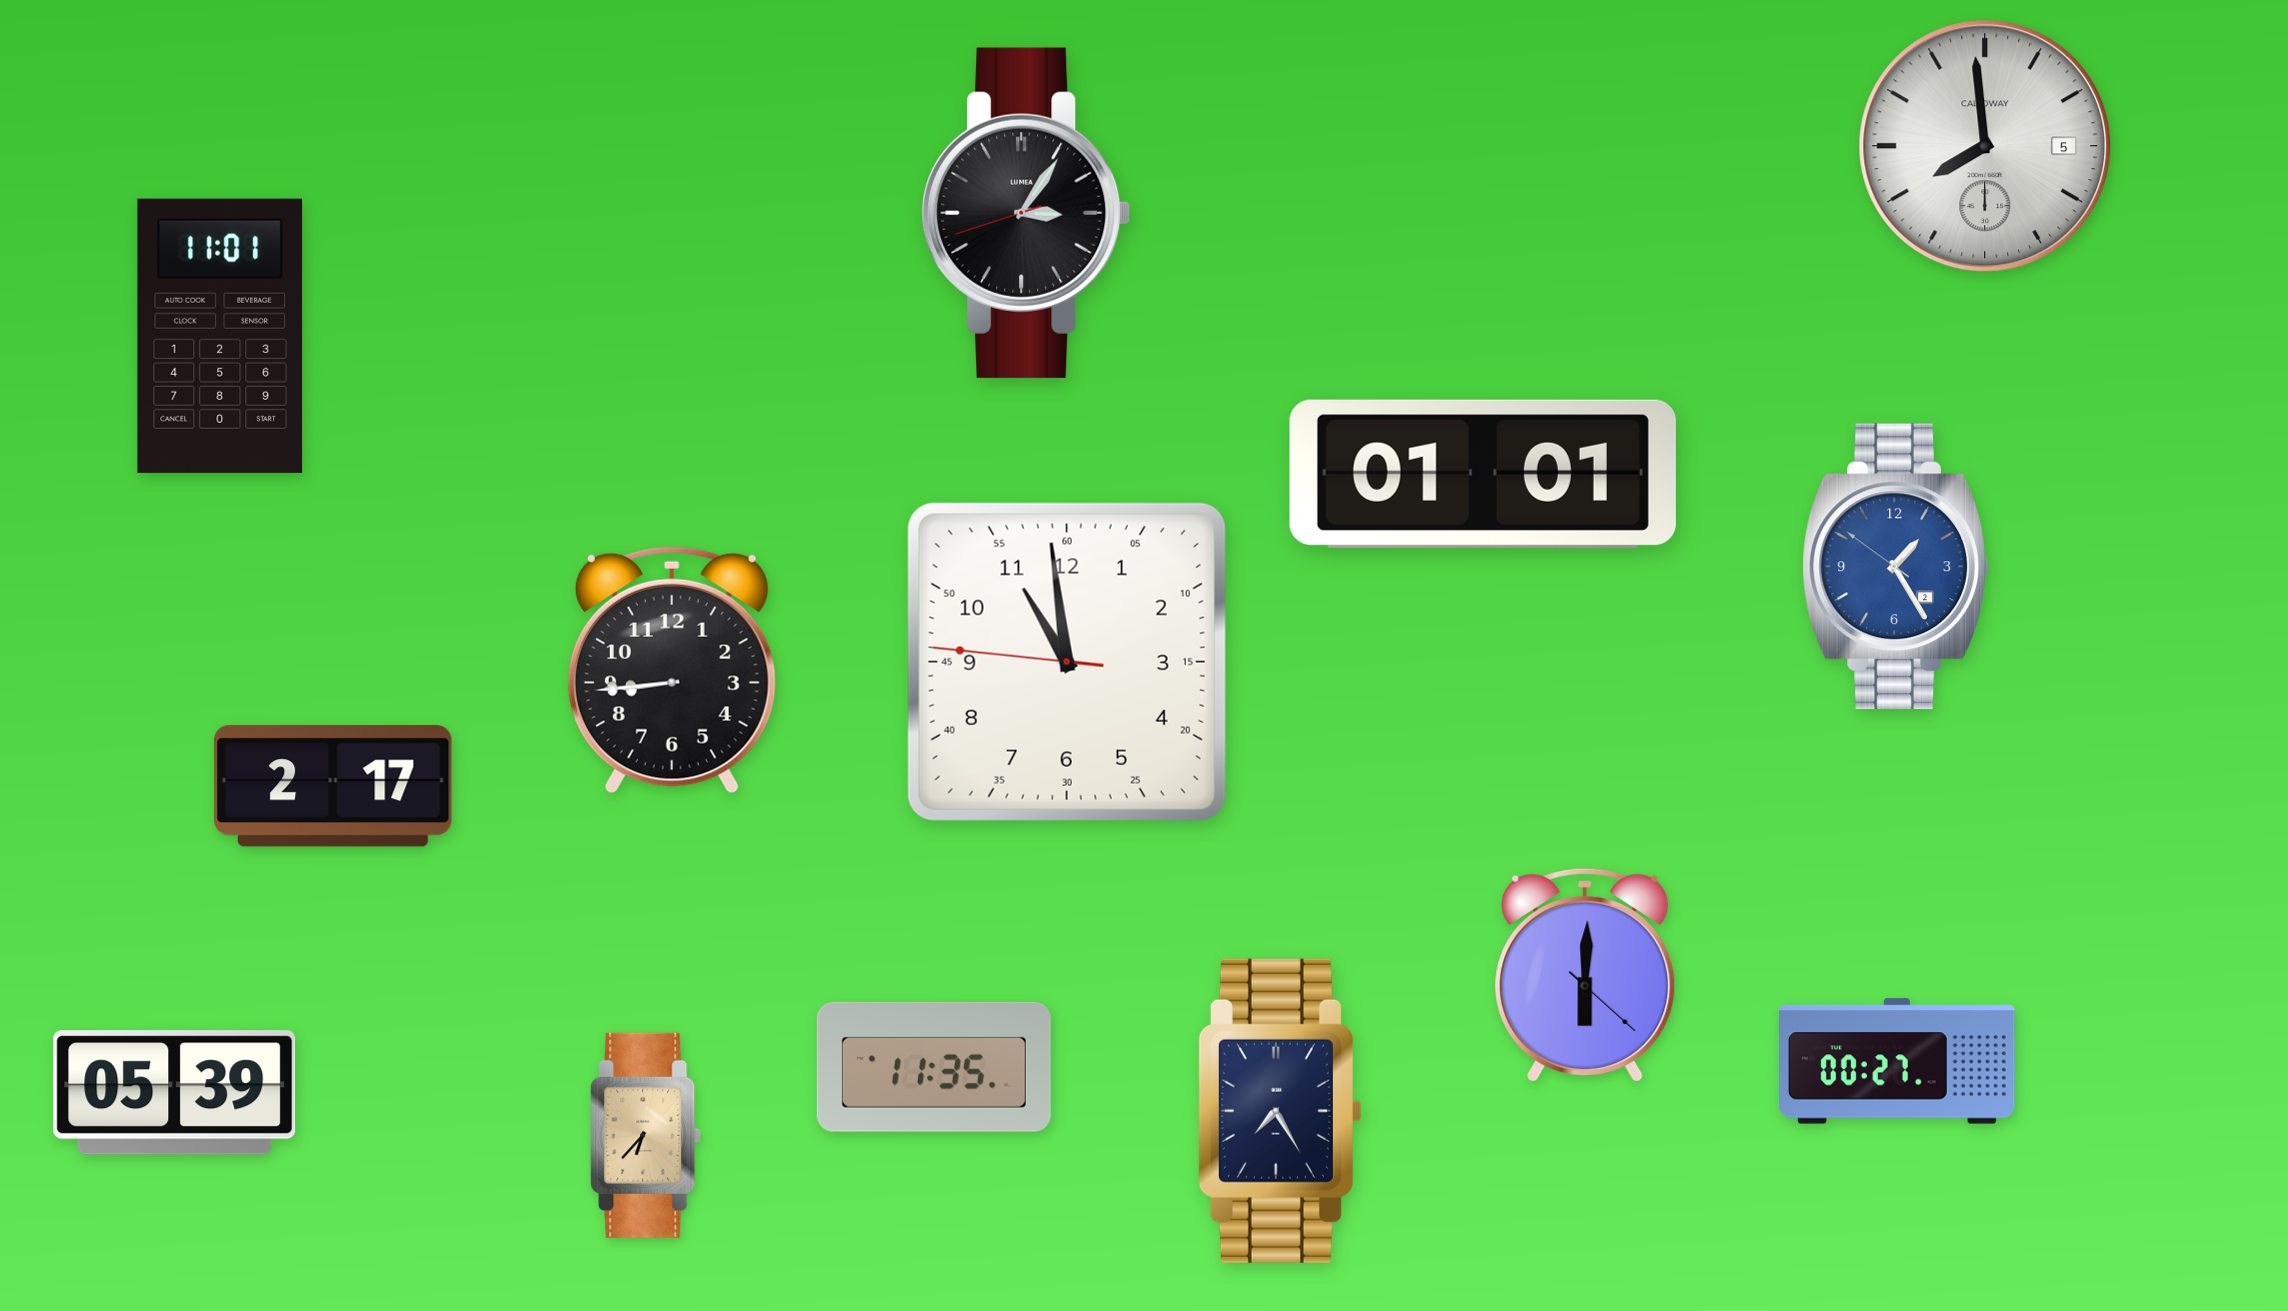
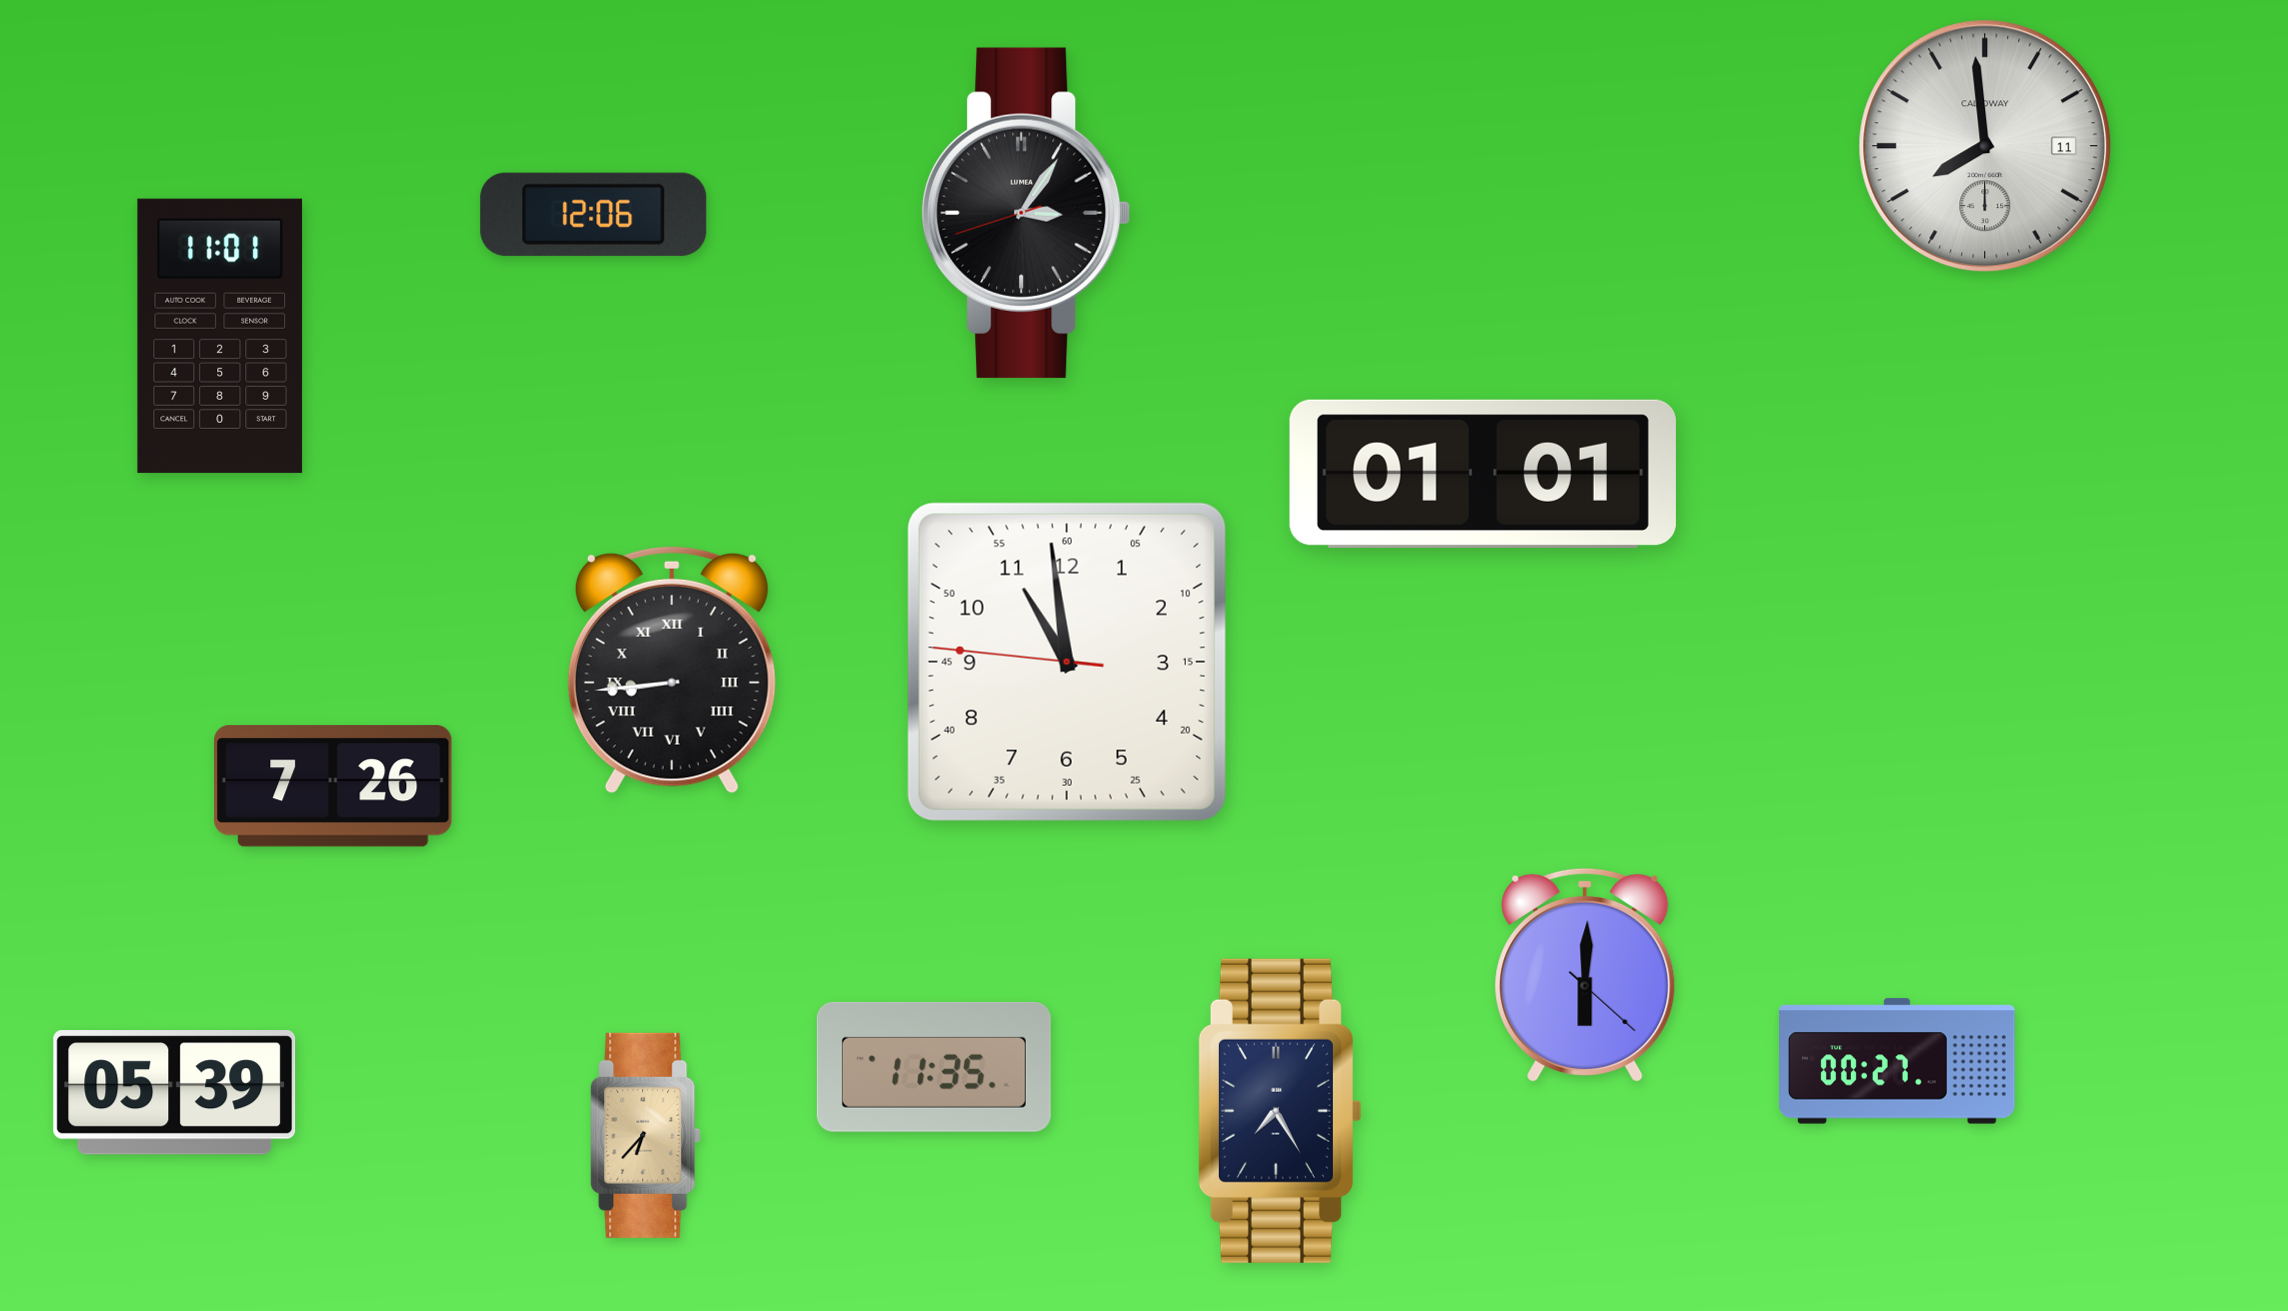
clock at (1985, 146) date: 5 -> 11
clock at (594, 214): none -> 12:06
clock at (1895, 567): 1:24 -> none
clock at (672, 670) numerals: Arabic -> Roman
clock at (333, 786): 2:17 -> 7:26
